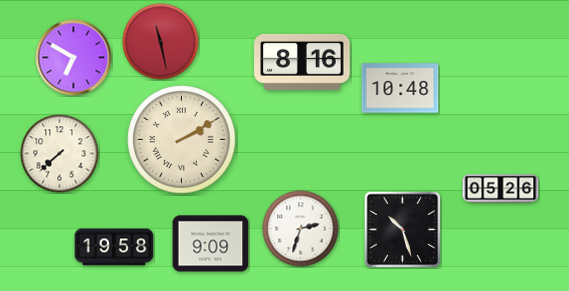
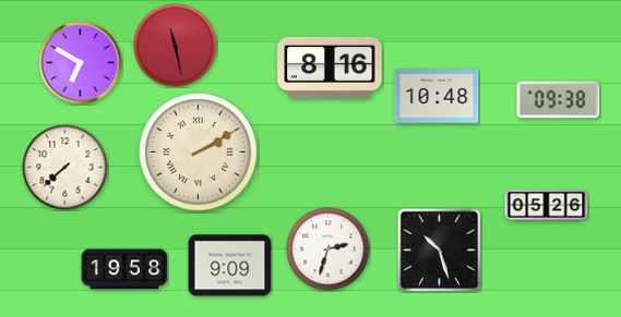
clock at (559, 100): none -> 09:38
